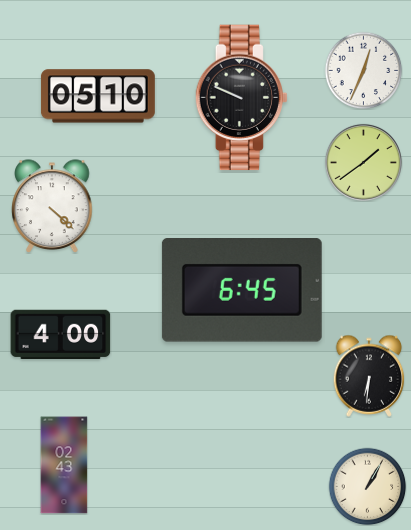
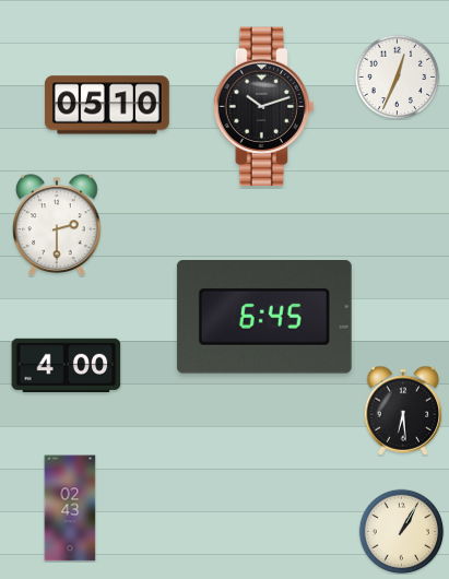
clock at (241, 98): 9:49 -> 10:12
clock at (363, 162): 1:39 -> none
clock at (52, 206): 4:22 -> 2:30
clock at (369, 376): 6:31 -> 6:29
